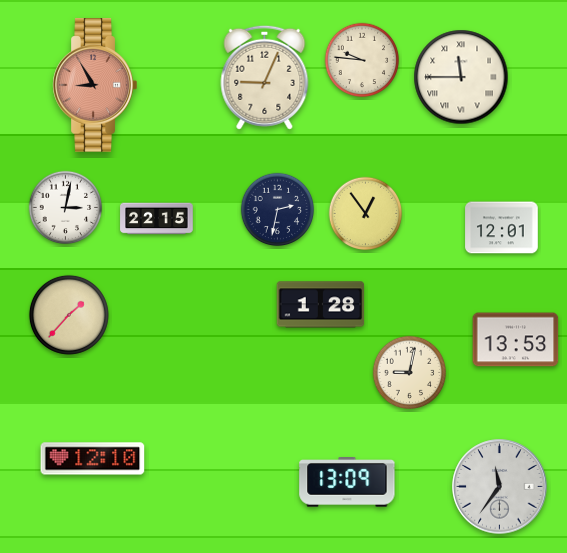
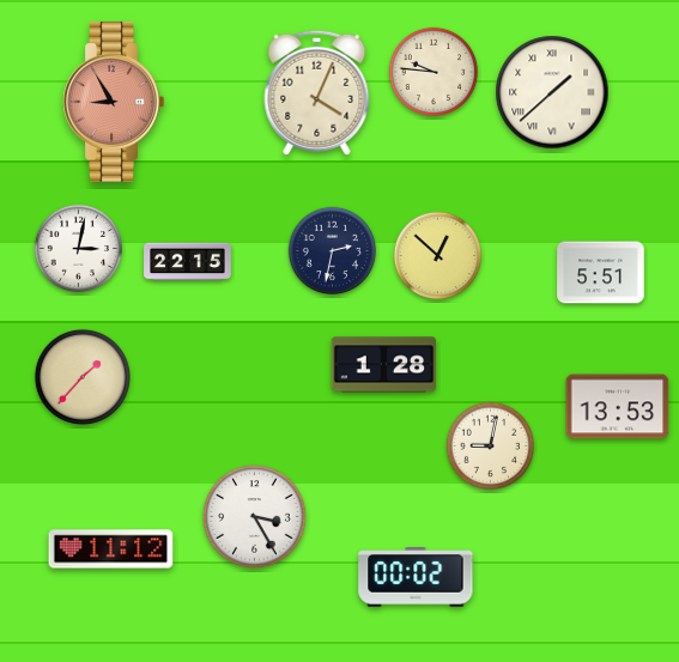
clock at (265, 77): 9:04 -> 4:04
clock at (461, 77): 11:45 -> 1:38
clock at (366, 214): 12:54 -> 12:52
clock at (502, 228): 12:01 -> 5:51
clock at (255, 517): none -> 3:25
clock at (93, 459): 12:10 -> 11:12
clock at (347, 483): 13:09 -> 00:02
clock at (500, 487): 11:36 -> none
